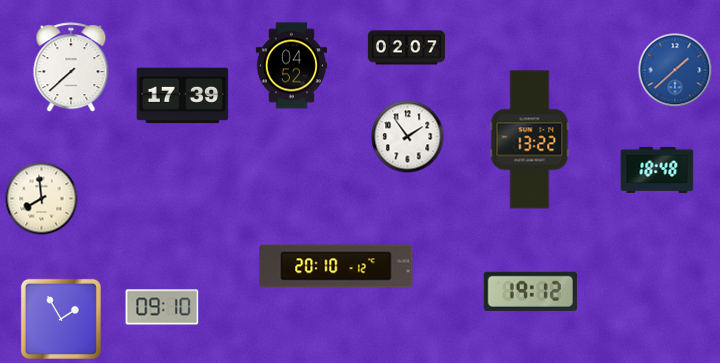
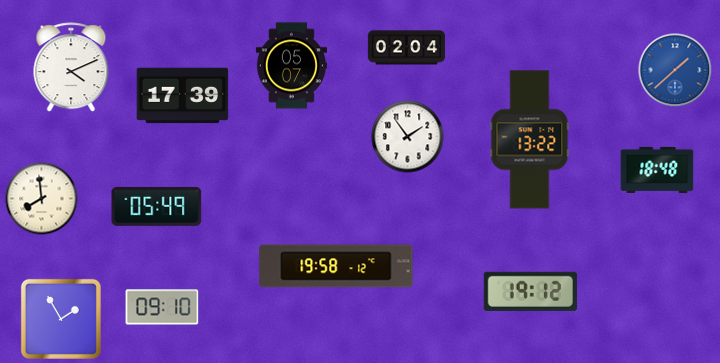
clock at (406, 48): 02:07 -> 02:04
clock at (291, 66): 04:52 -> 05:07
clock at (71, 68): 7:38 -> 4:11
clock at (157, 206): none -> 05:49
clock at (336, 266): 20:10 -> 19:58
